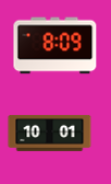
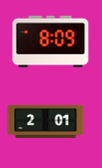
clock at (50, 133): 10:01 -> 2:01
